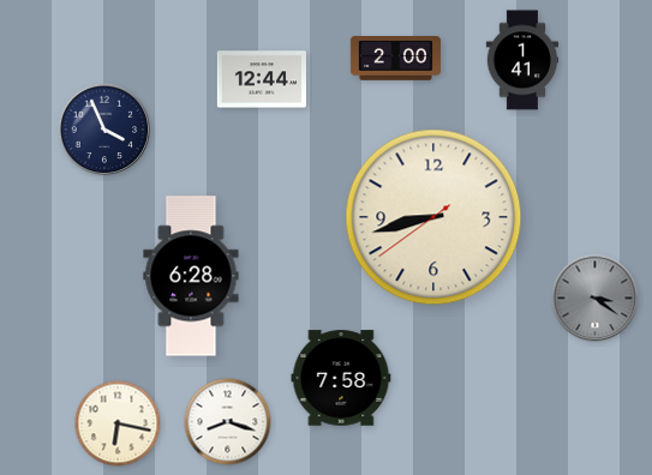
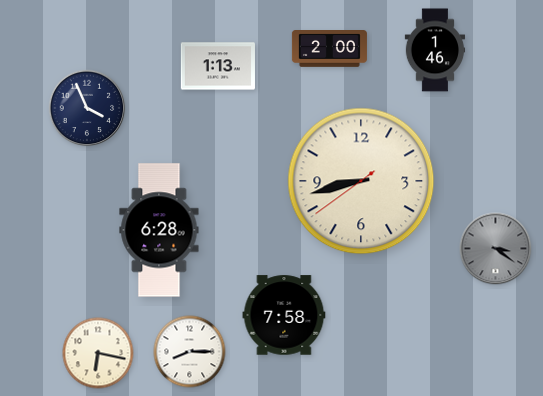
clock at (522, 60): 1:41 -> 1:46
clock at (262, 79): 12:44 -> 1:13
clock at (228, 422): 8:18 -> 8:15
